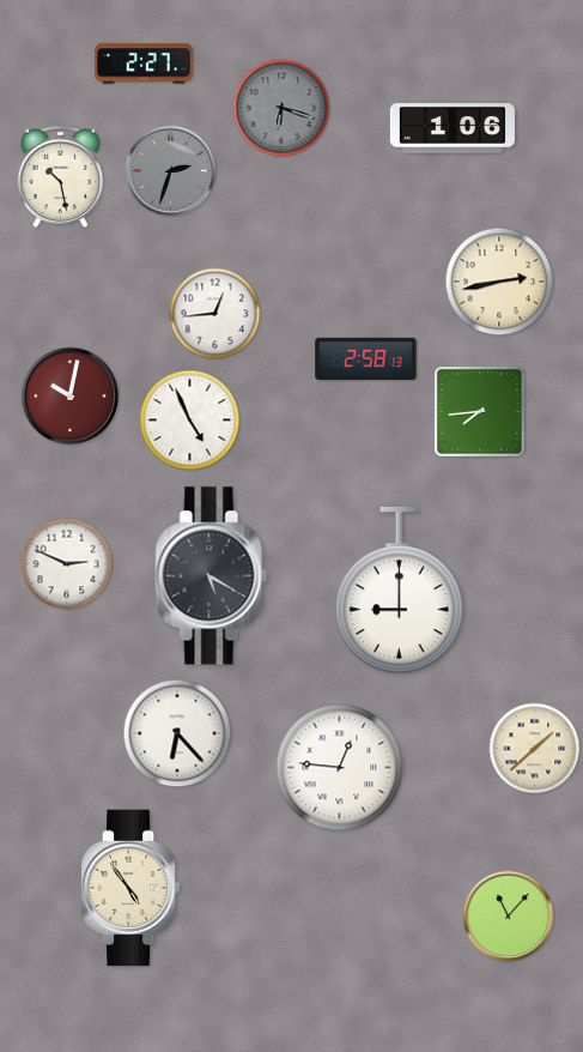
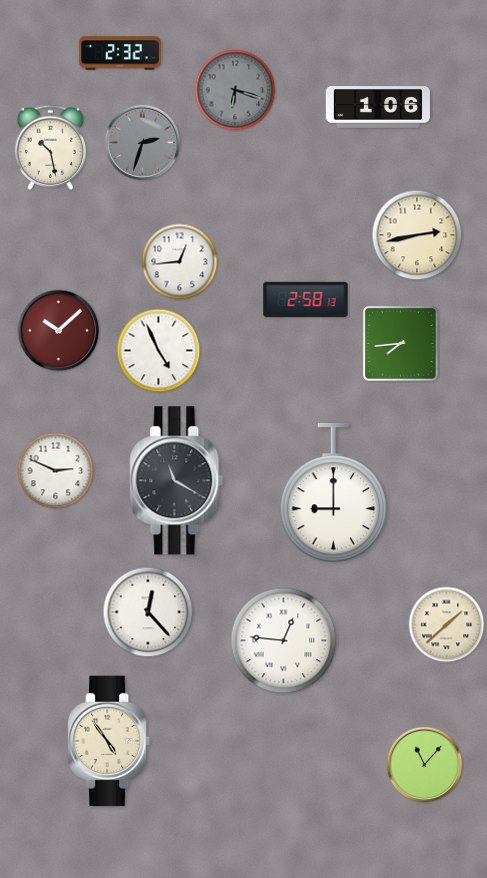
clock at (144, 64): 2:27 -> 2:32
clock at (71, 397): 10:02 -> 10:08
clock at (212, 576): 5:20 -> 11:20
clock at (177, 733): 6:23 -> 12:23
